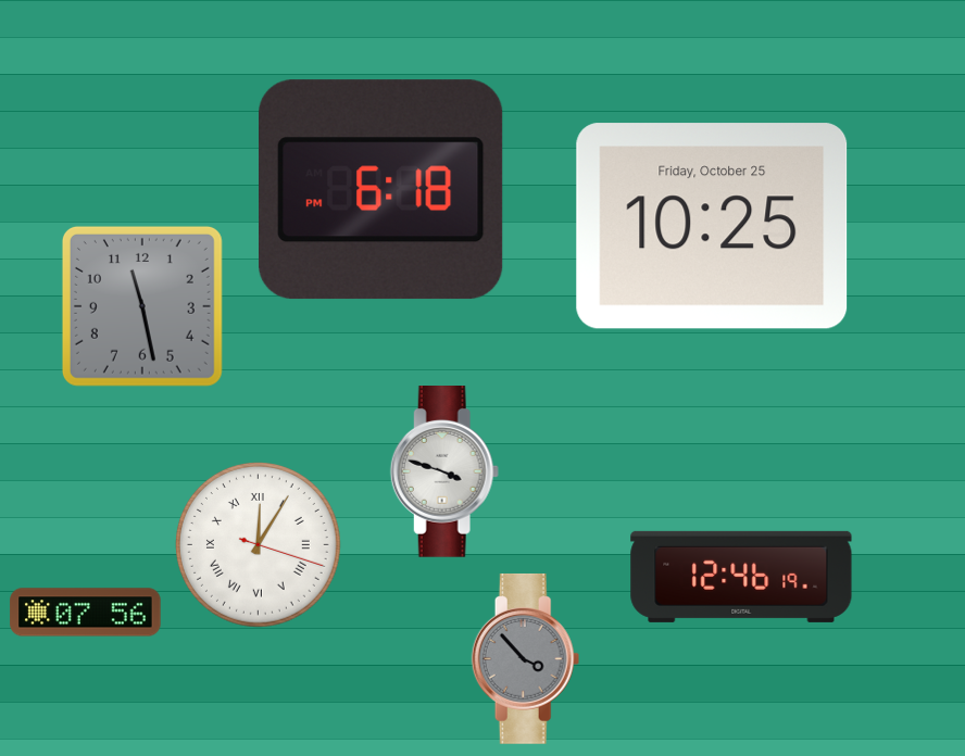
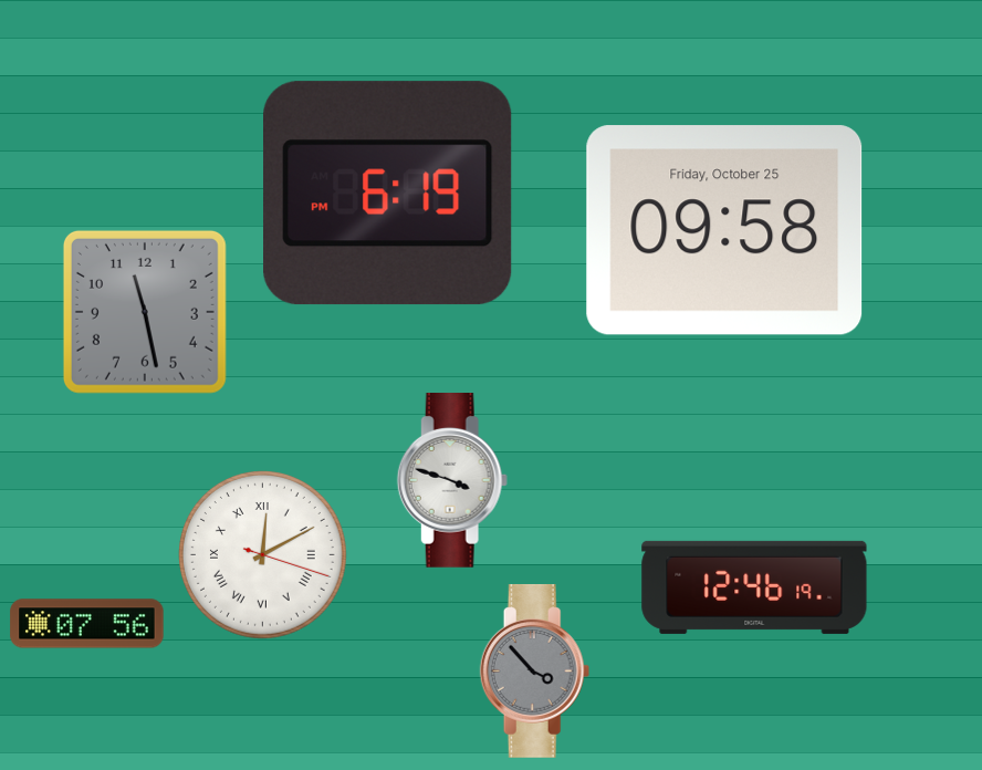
clock at (381, 190): 6:18 -> 6:19
clock at (712, 226): 10:25 -> 09:58
clock at (258, 544): 12:05 -> 12:10
